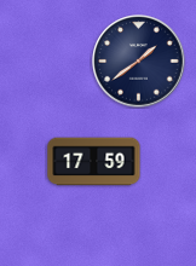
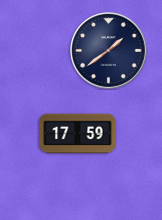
clock at (139, 62) position: (139, 62) -> (109, 51)
